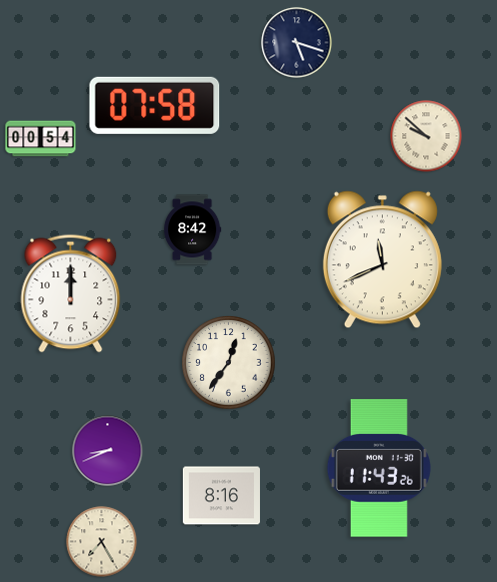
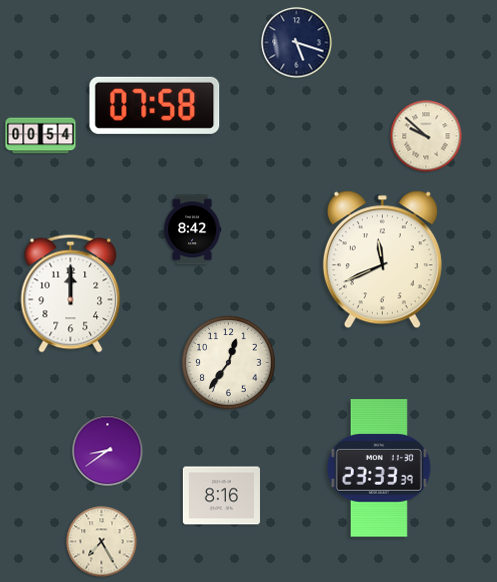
clock at (41, 139) position: (41, 139) -> (41, 136)
clock at (108, 451): 8:41 -> 8:39
clock at (379, 468): 11:43 -> 23:33
